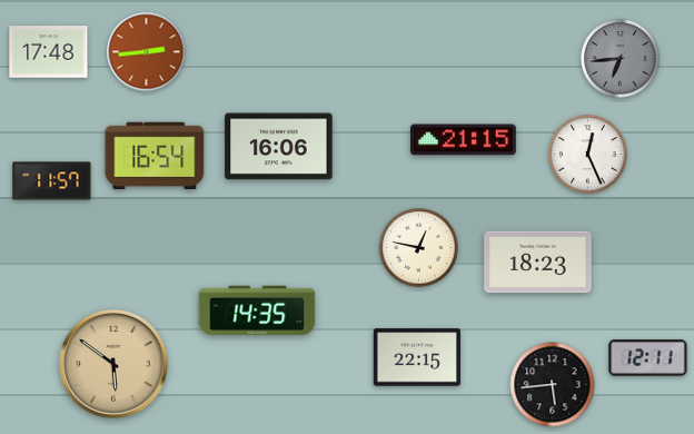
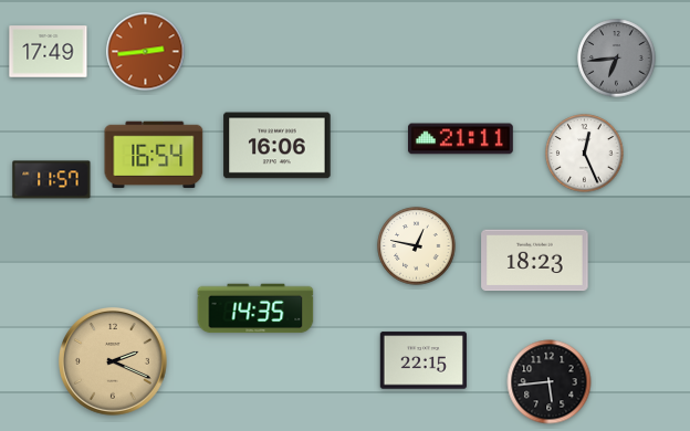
clock at (49, 52): 17:48 -> 17:49
clock at (463, 140): 21:15 -> 21:11
clock at (417, 357) position: (417, 357) -> (424, 360)
clock at (648, 358): 12:11 -> none
clock at (115, 365): 5:51 -> 2:19
